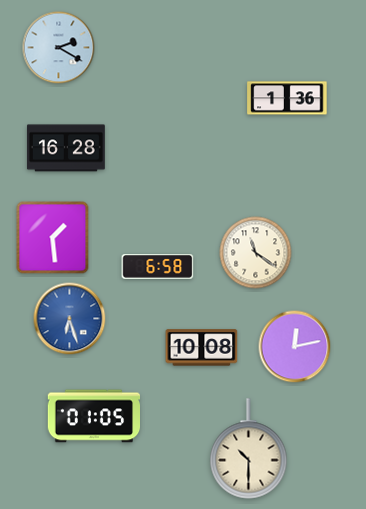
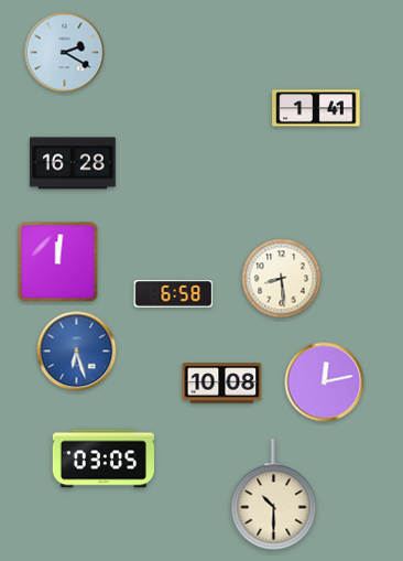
clock at (287, 98): 1:36 -> 1:41
clock at (53, 238): 1:29 -> 12:01
clock at (256, 253): 11:21 -> 8:29
clock at (93, 416): 01:05 -> 03:05
